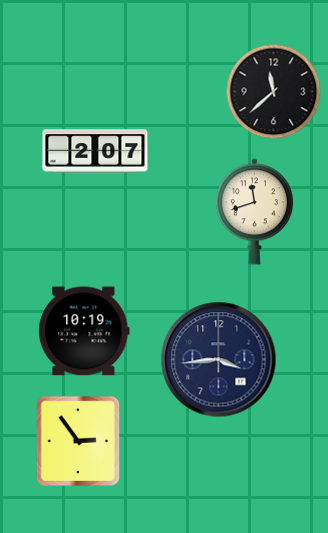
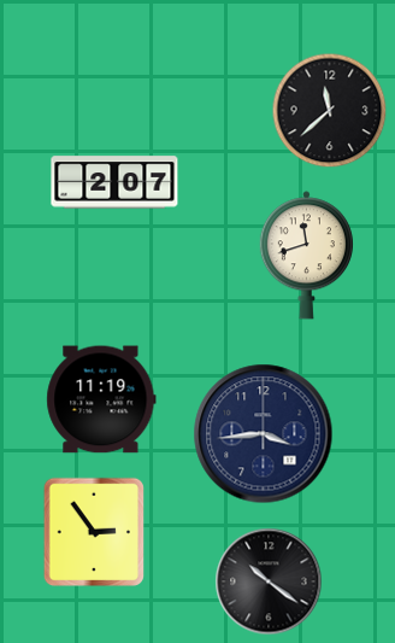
clock at (84, 331): 10:19 -> 11:19
clock at (269, 581): none -> 10:21
